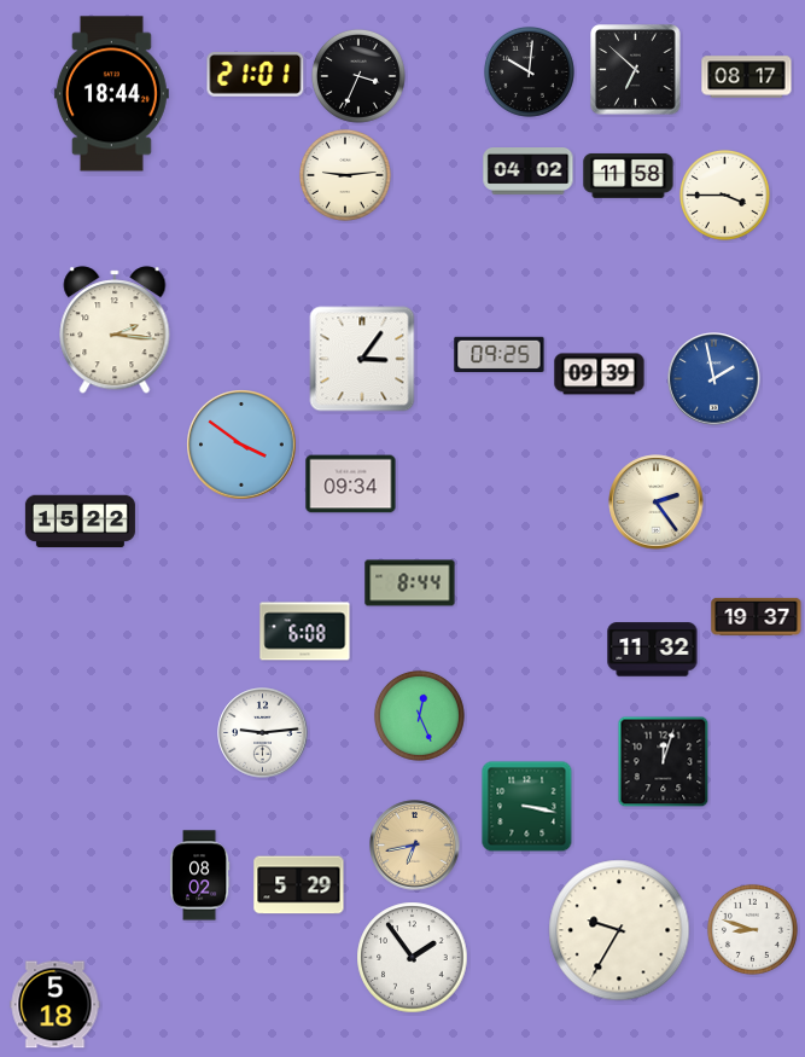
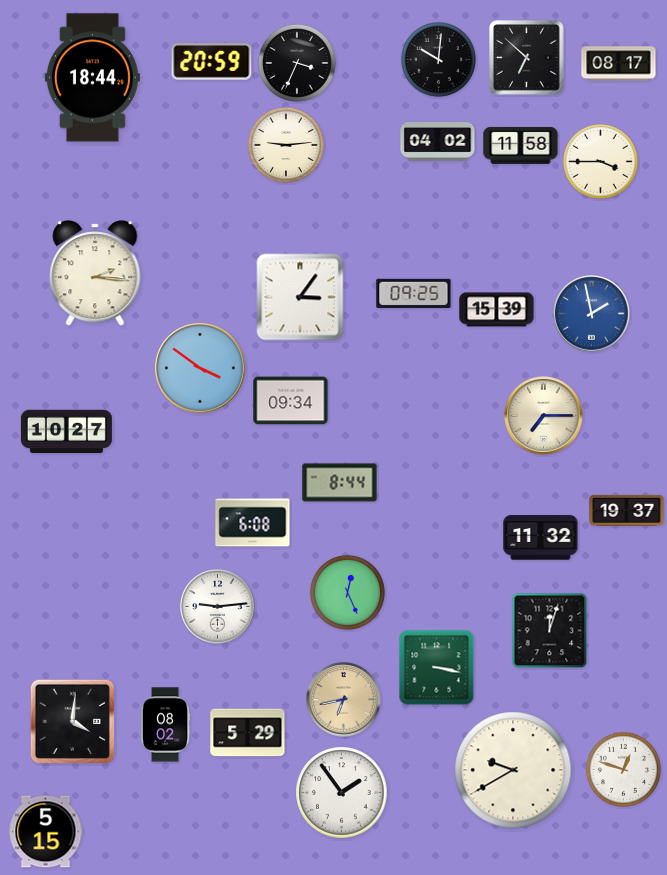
clock at (256, 75): 21:01 -> 20:59
clock at (600, 374): 09:39 -> 15:39
clock at (657, 503): 2:24 -> 7:15
clock at (80, 522): 15:22 -> 10:27
clock at (72, 721): none -> 4:01
clock at (752, 929): 8:48 -> 12:48
clock at (619, 930): 9:35 -> 9:40
clock at (56, 1005): 5:18 -> 5:15
